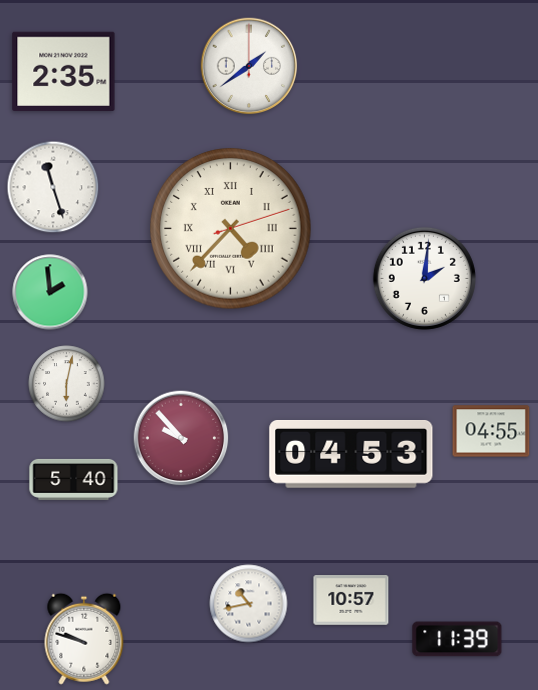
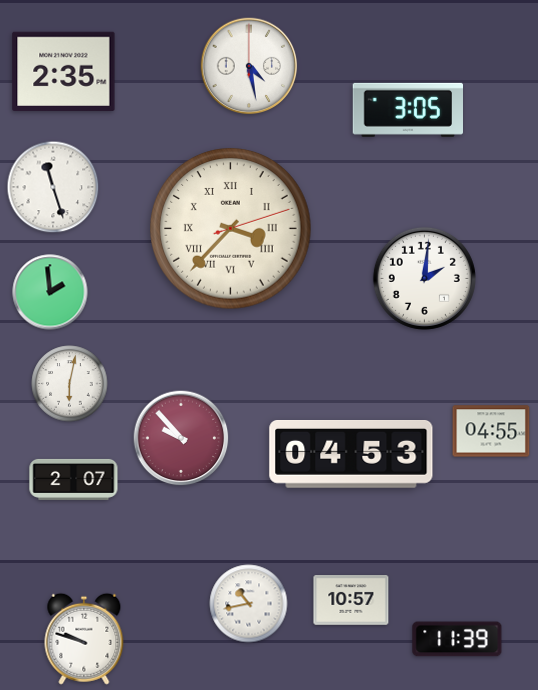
clock at (249, 66): 1:39 -> 4:28
clock at (407, 110): none -> 3:05
clock at (231, 229): 4:37 -> 3:37
clock at (67, 384) position: (67, 384) -> (70, 384)
clock at (74, 479): 5:40 -> 2:07
